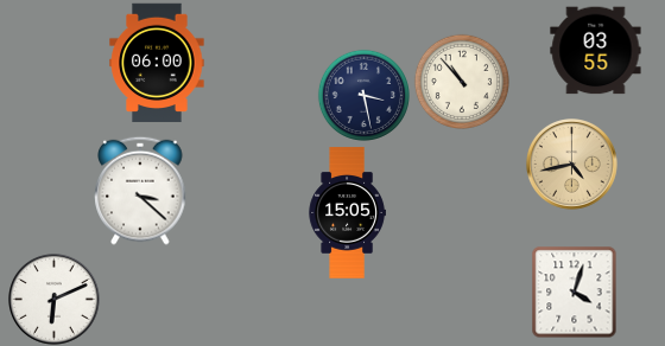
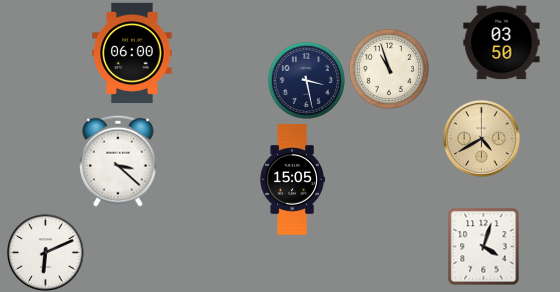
clock at (596, 51): 03:55 -> 03:50
clock at (461, 81): 10:53 -> 10:57
clock at (572, 165): 4:43 -> 4:40
